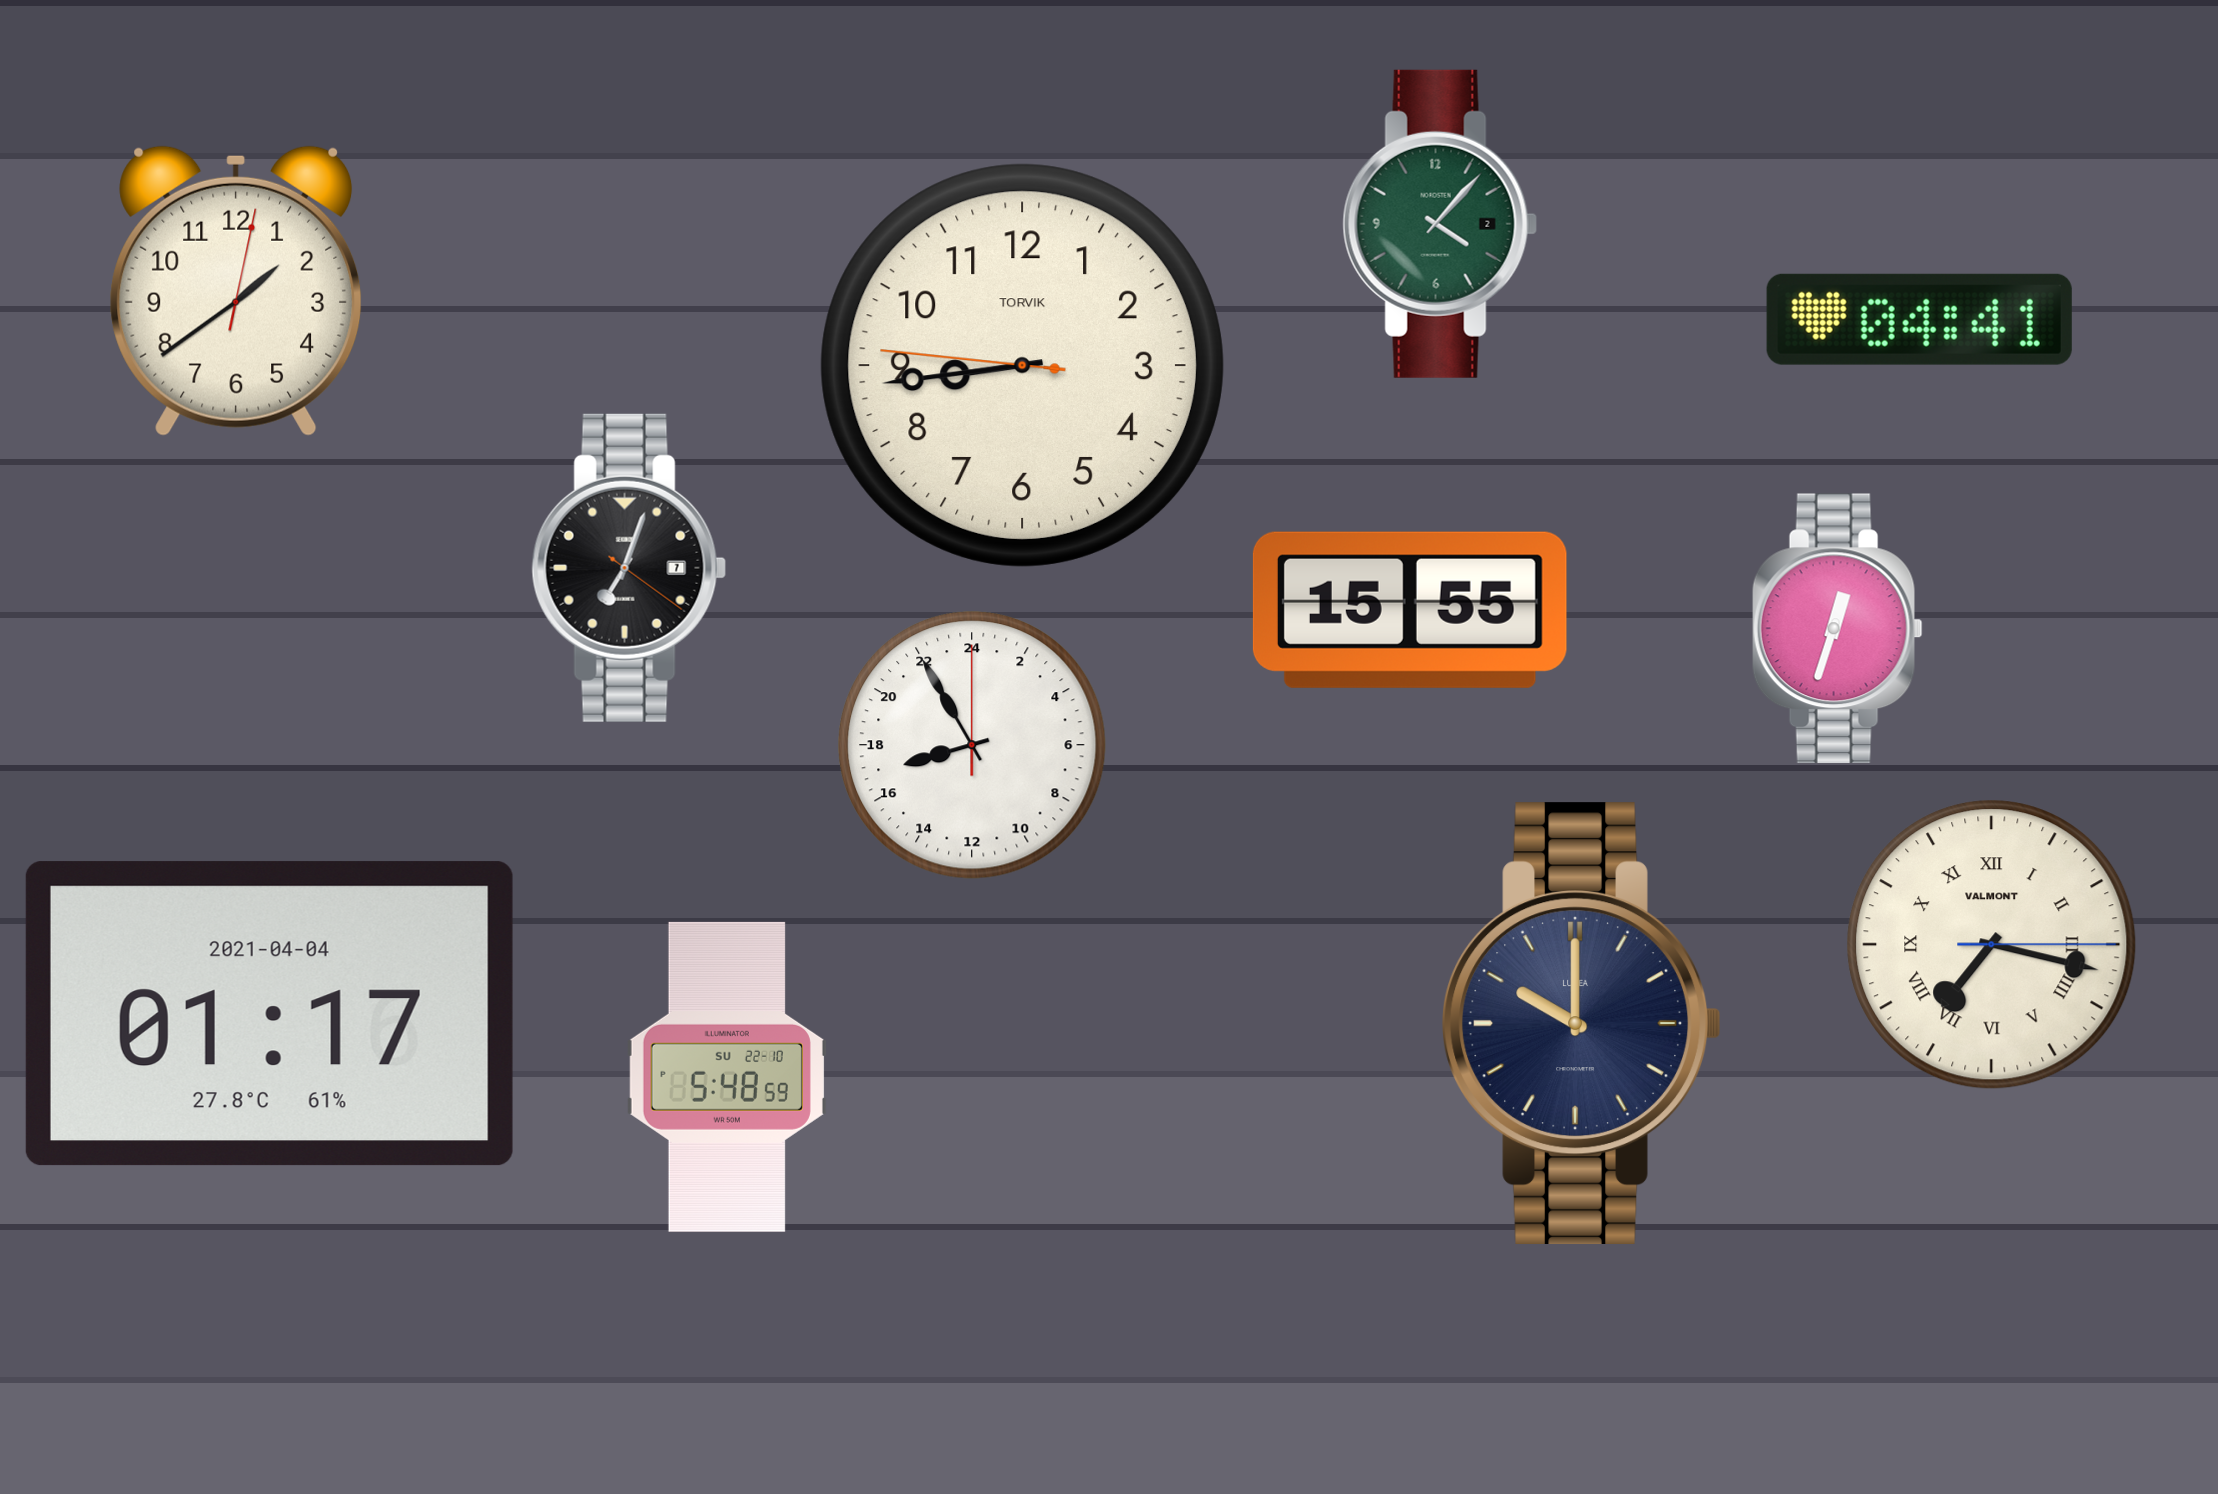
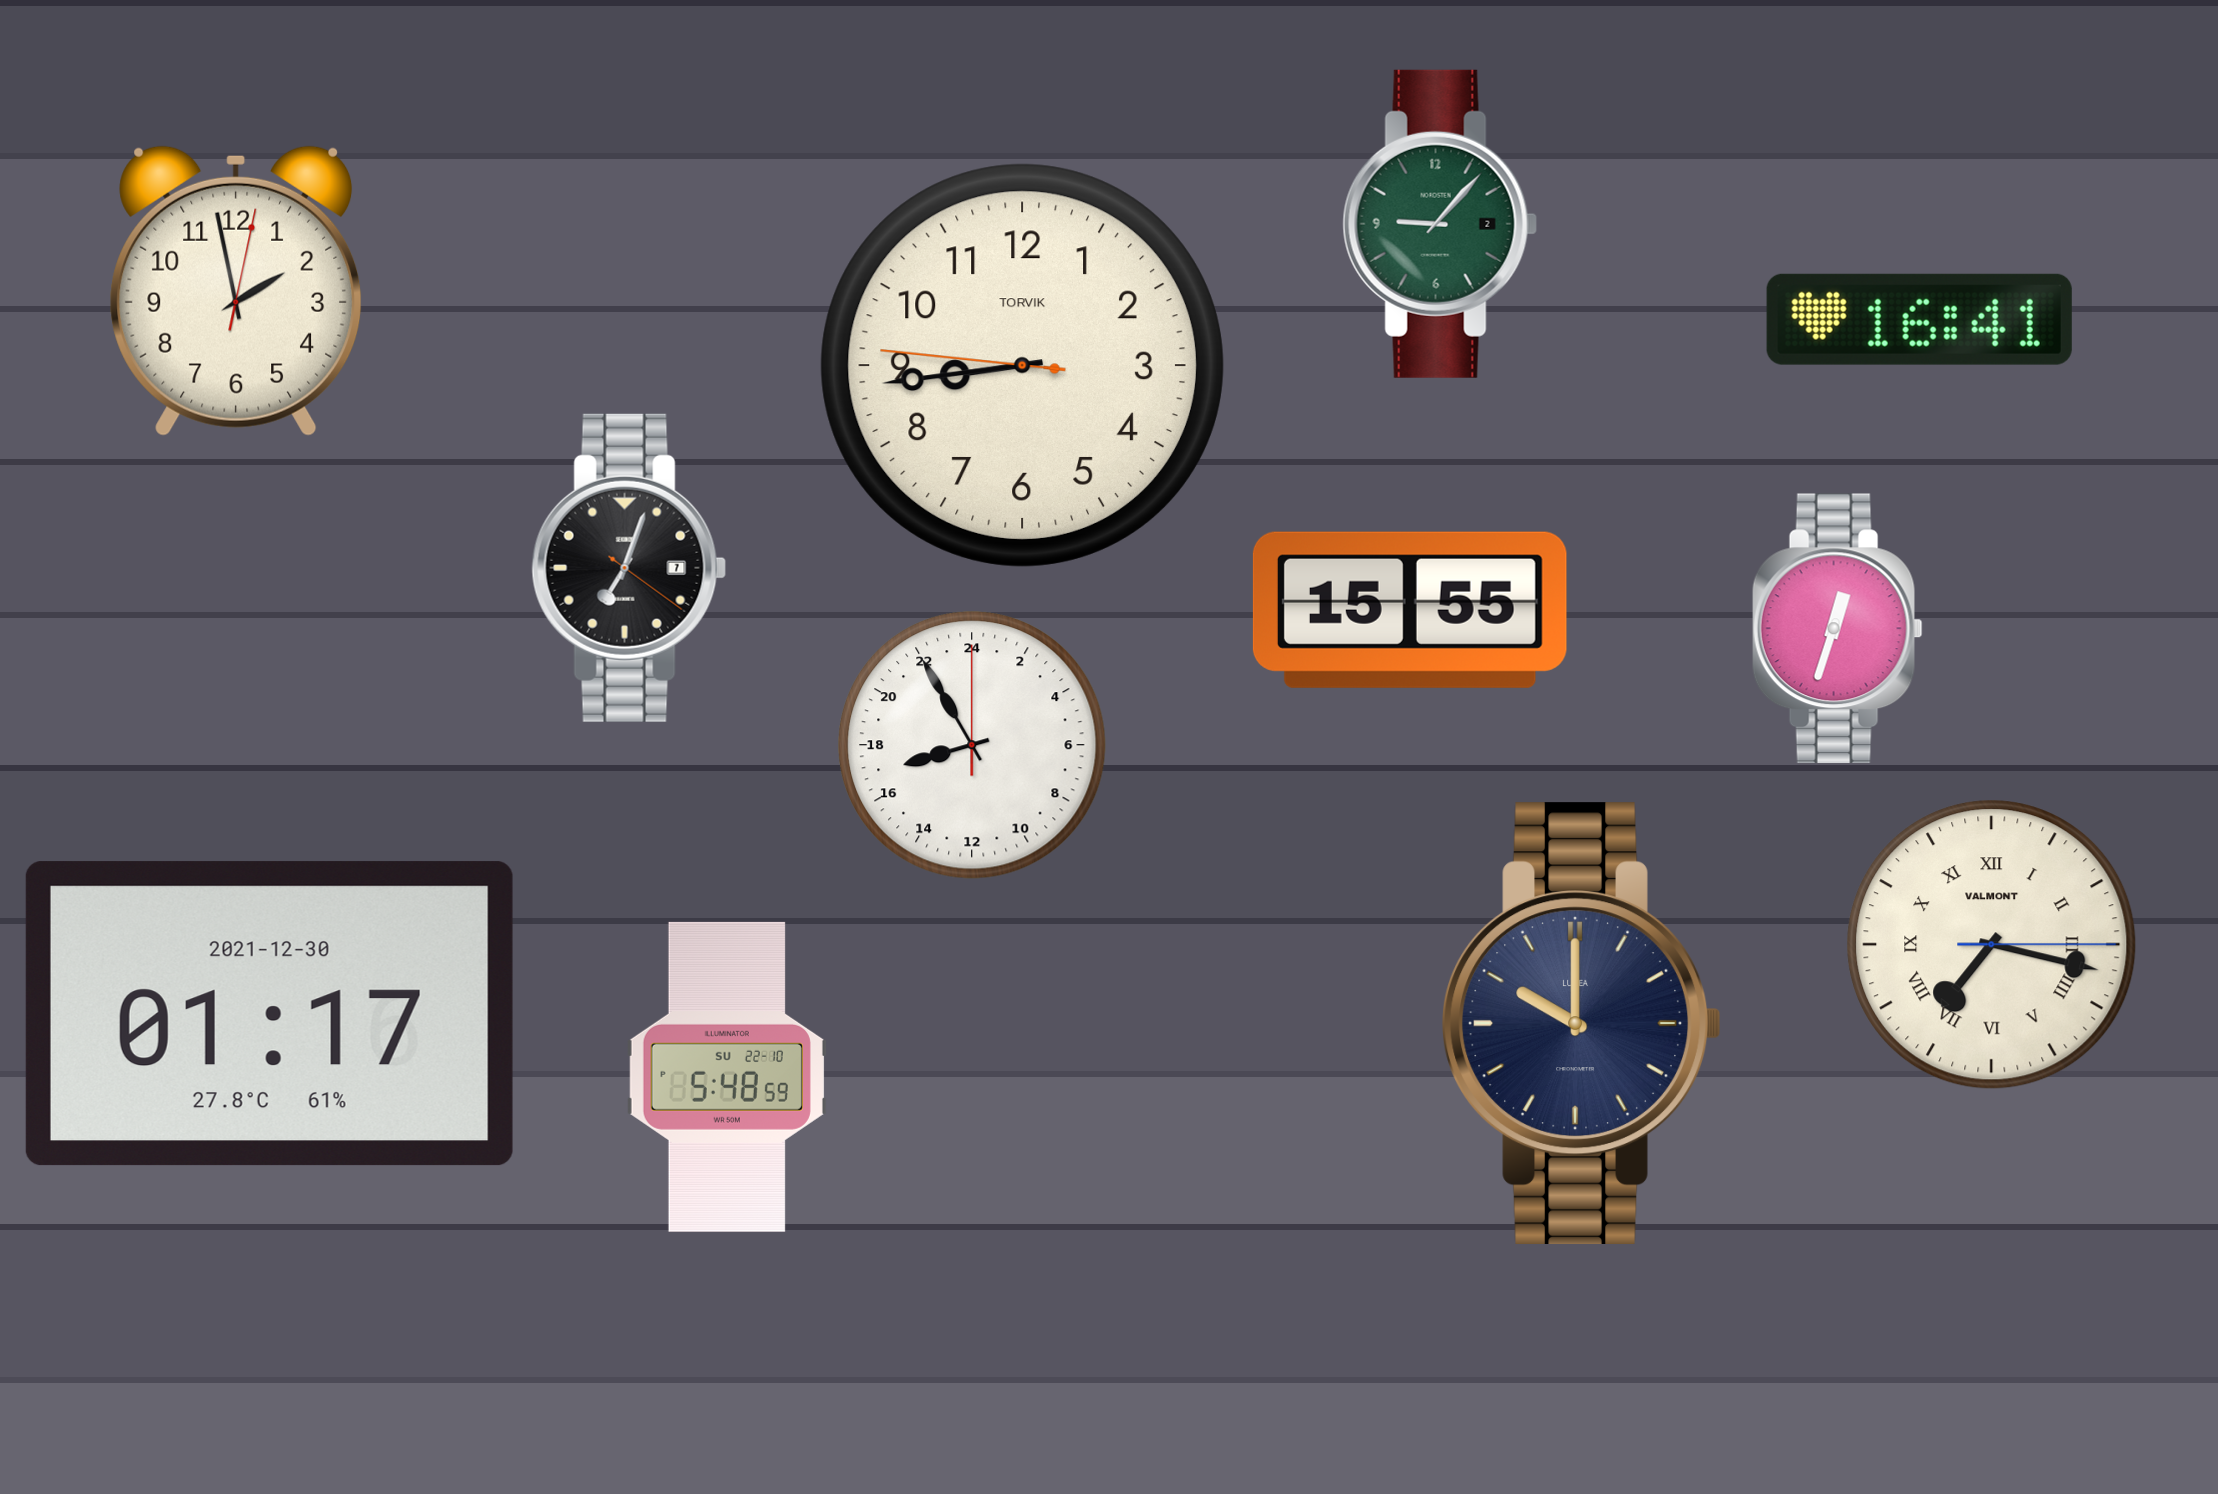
clock at (1440, 224): 4:07 -> 9:07
clock at (236, 291): 1:39 -> 1:58
clock at (1919, 319): 04:41 -> 16:41
clock at (269, 1014) date: 2021-04-04 -> 2021-12-30
